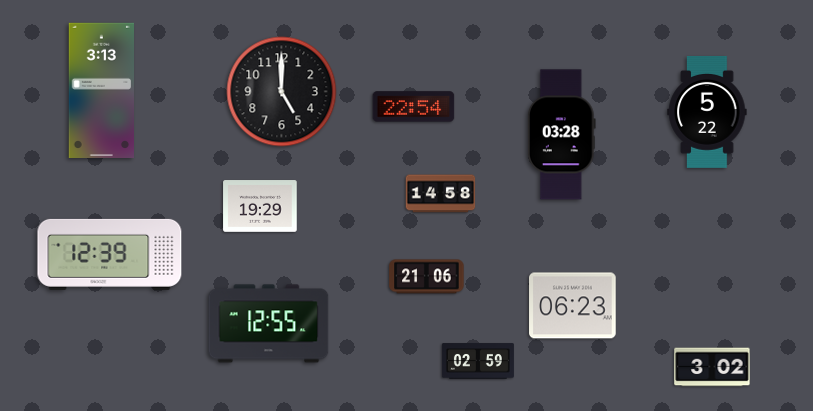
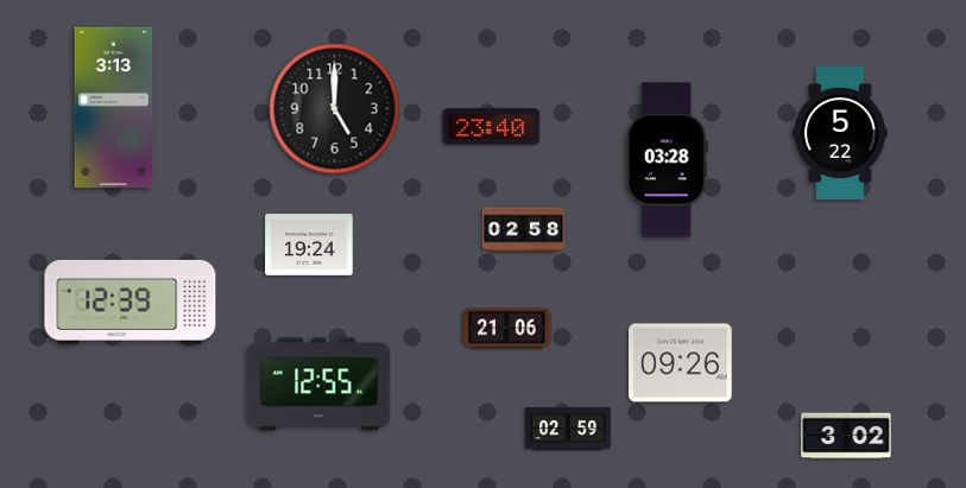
clock at (101, 90) position: (101, 90) -> (113, 107)
clock at (414, 107): 22:54 -> 23:40
clock at (441, 194): 14:58 -> 02:58
clock at (260, 206): 19:29 -> 19:24
clock at (573, 306): 06:23 -> 09:26
